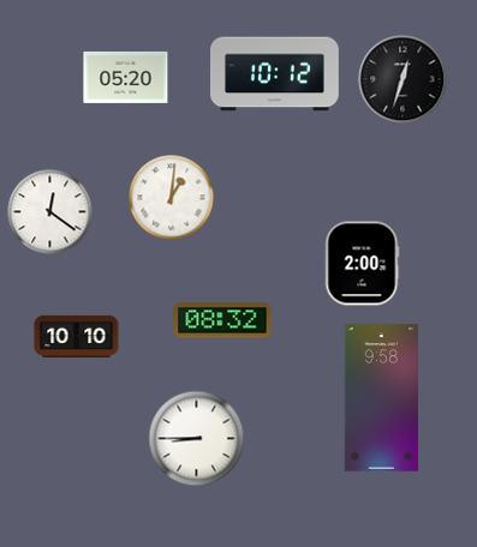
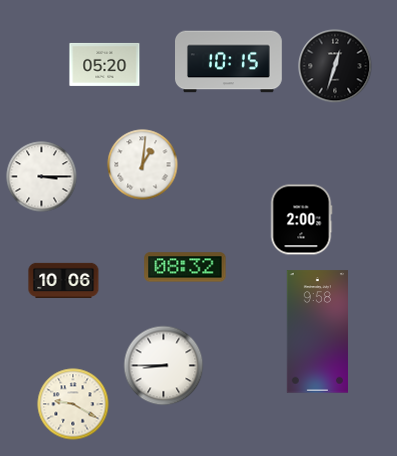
clock at (275, 74): 10:12 -> 10:15
clock at (50, 212): 12:21 -> 3:15
clock at (77, 336): 10:10 -> 10:06
clock at (73, 404): none -> 9:20
